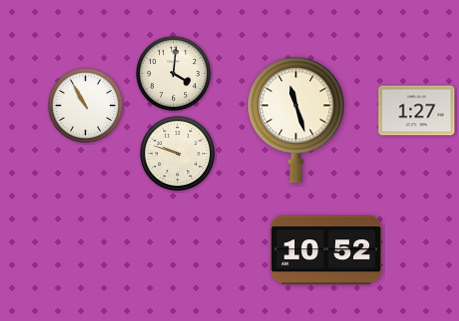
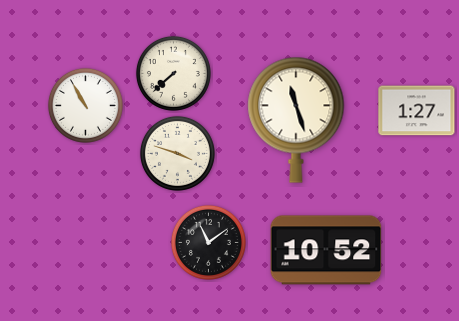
clock at (173, 73): 4:01 -> 7:38
clock at (177, 153): 9:48 -> 3:48
clock at (208, 242): none -> 11:09
